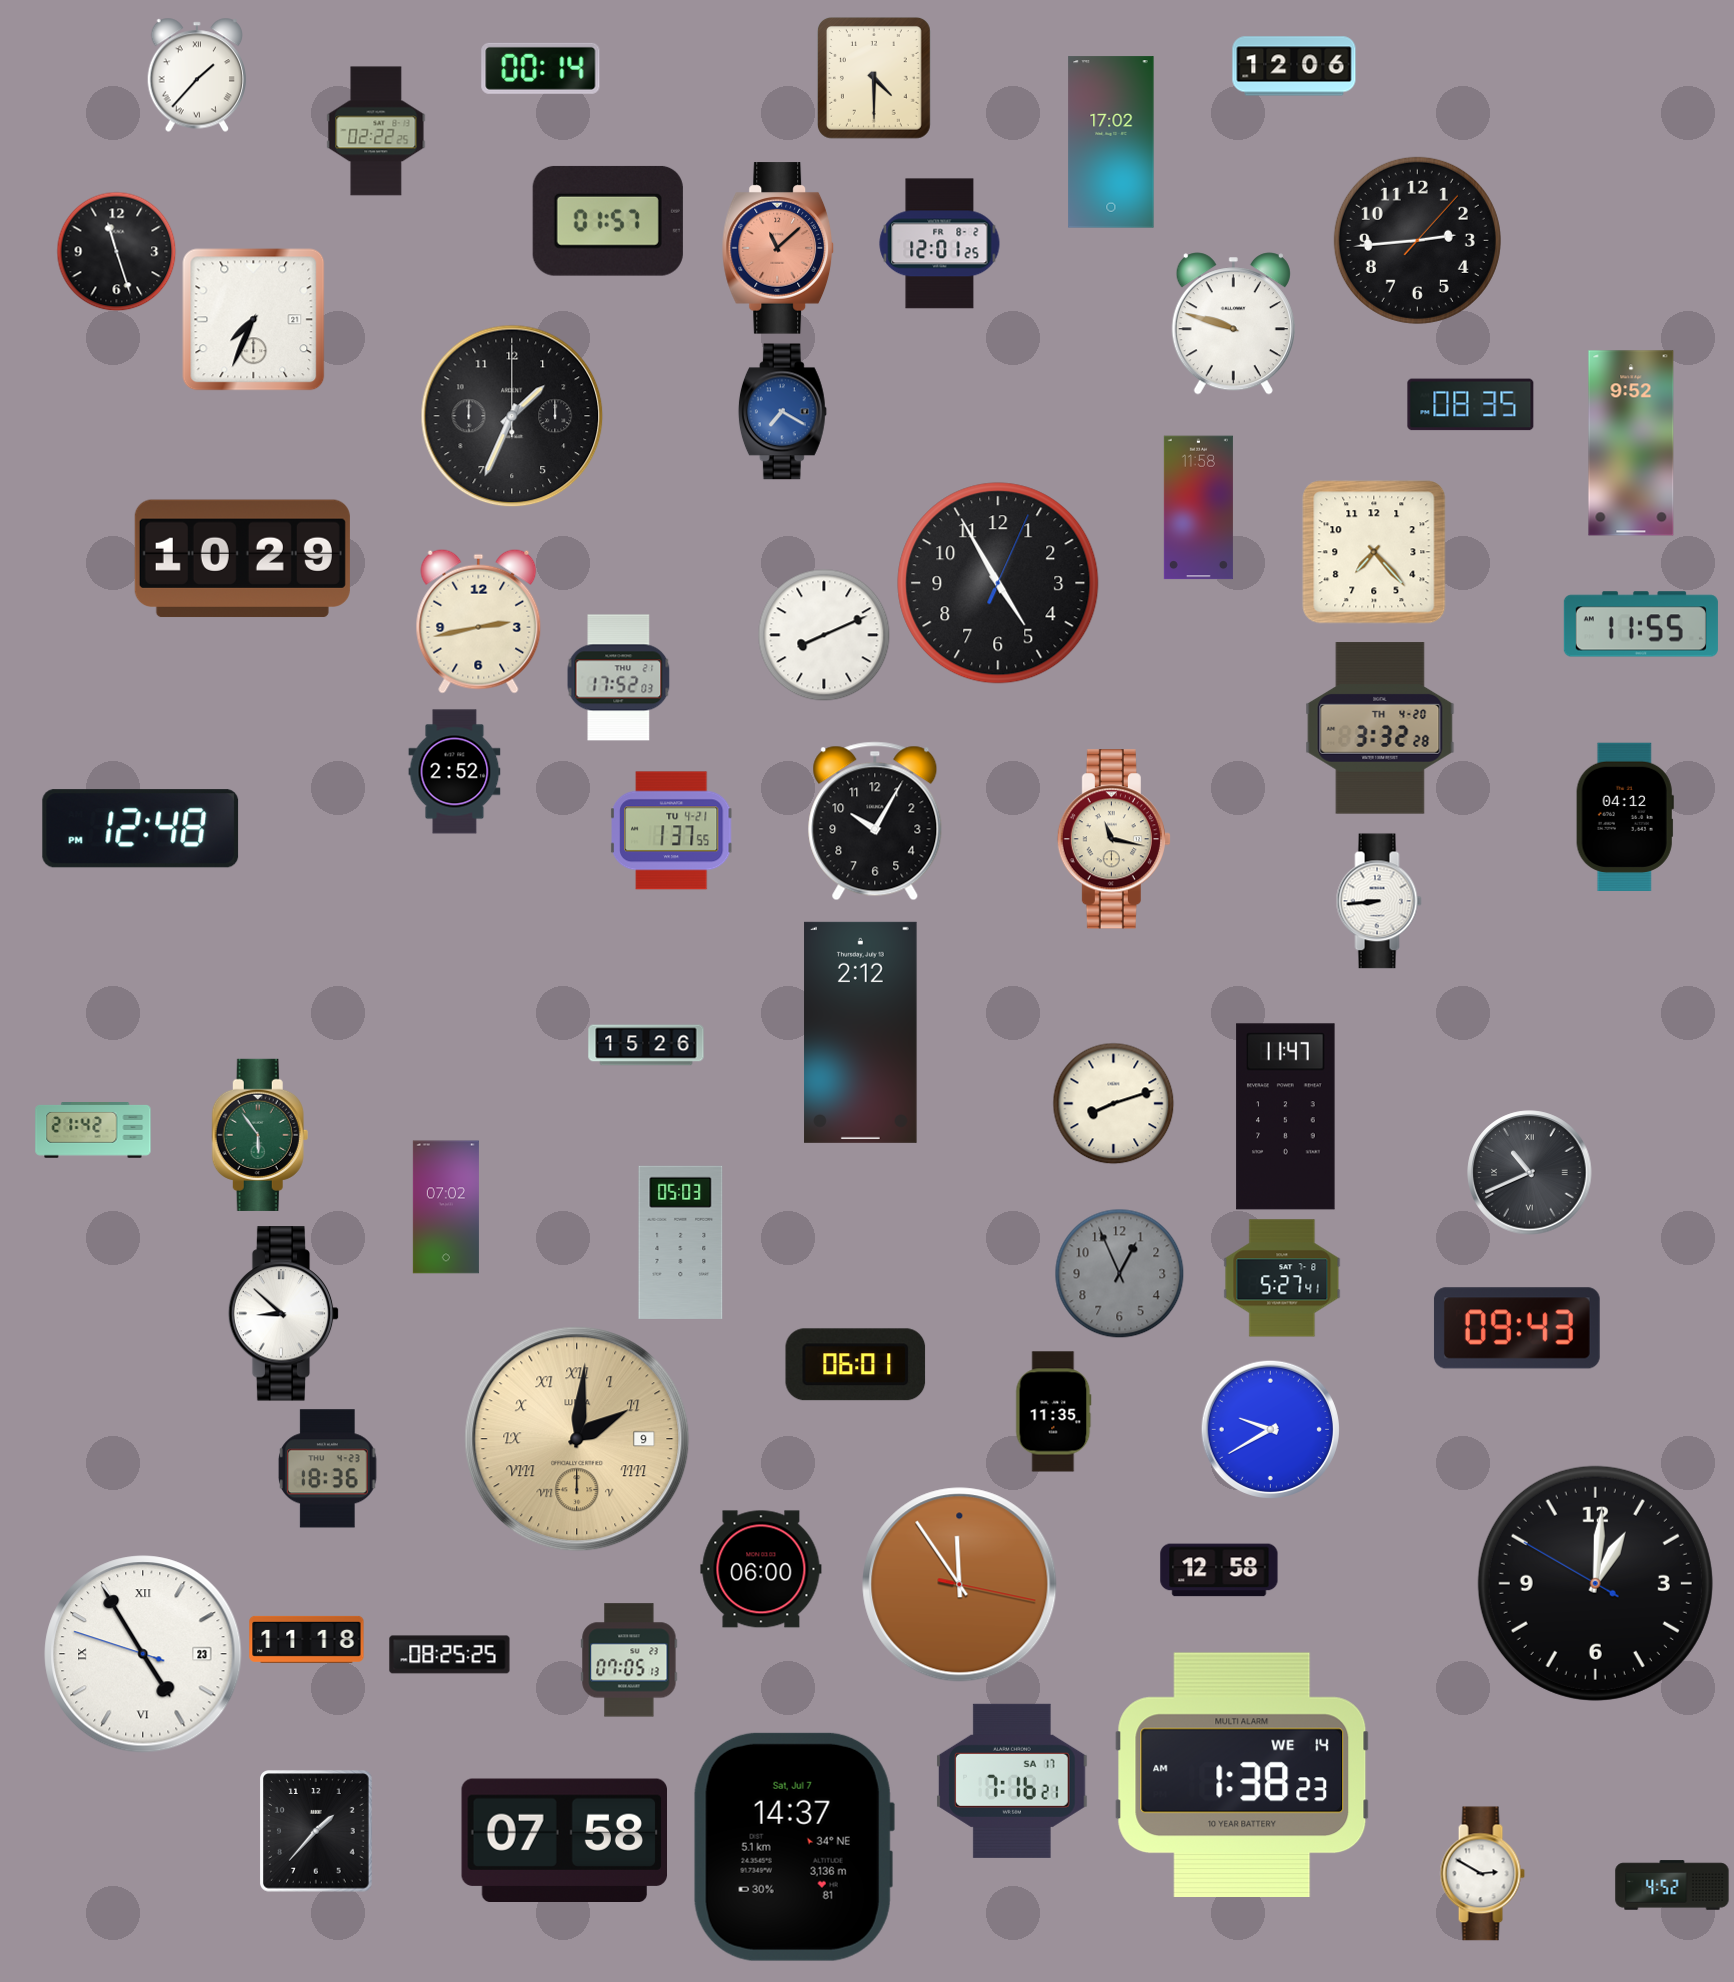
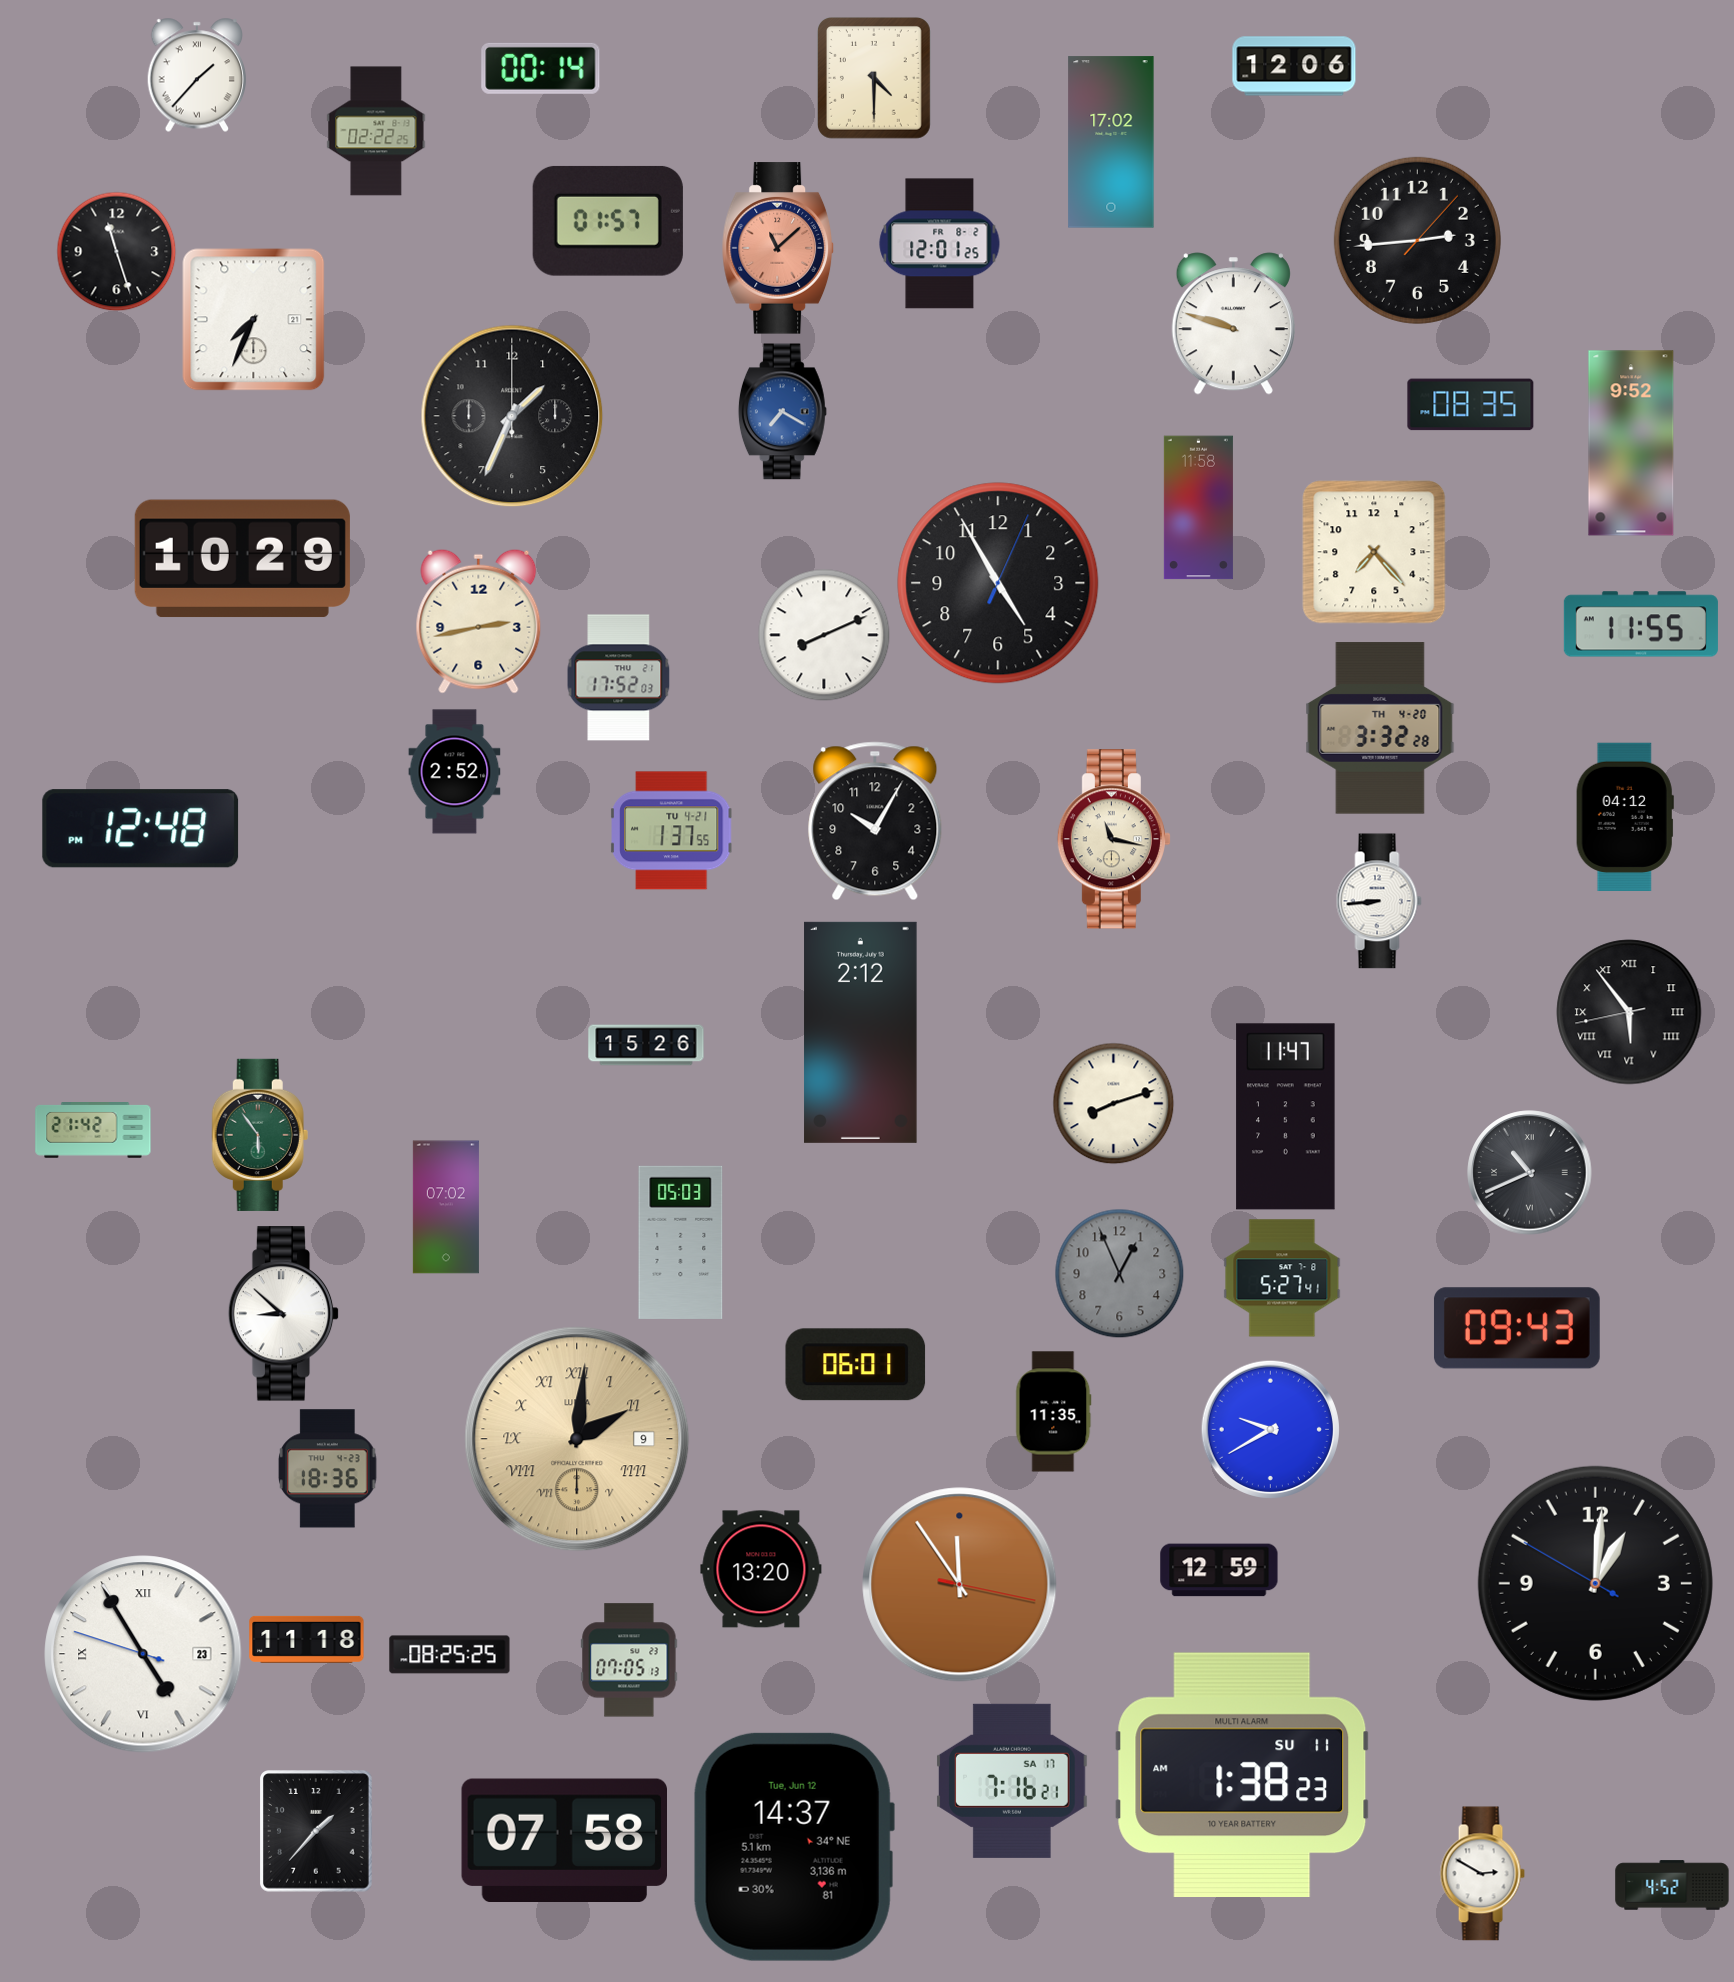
clock at (1629, 1012): none -> 5:53
clock at (761, 1569): 06:00 -> 13:20
clock at (1219, 1570): 12:58 -> 12:59
clock at (1242, 1774) date: WE 14 -> SU 11
clock at (794, 1847) date: Sat, Jul 7 -> Tue, Jun 12
